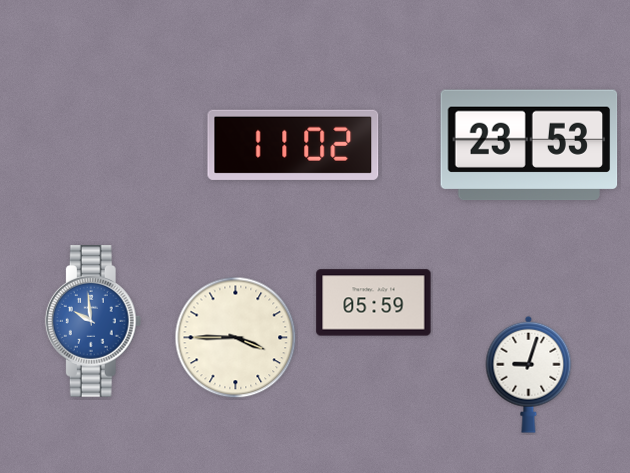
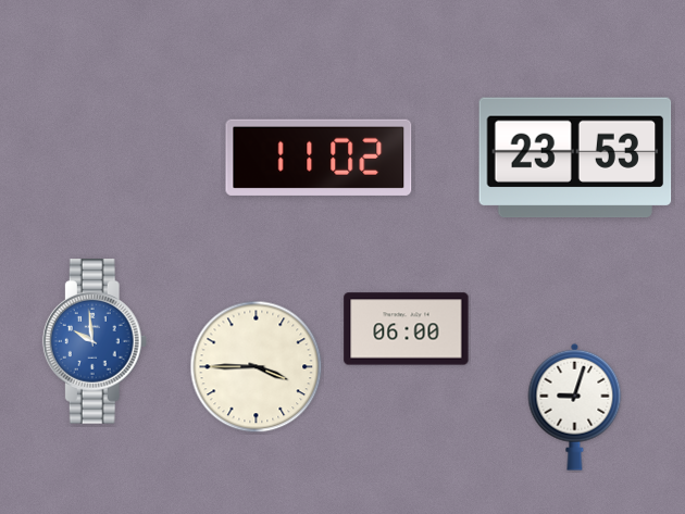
clock at (374, 303): 05:59 -> 06:00
clock at (93, 321) position: (93, 321) -> (95, 341)
